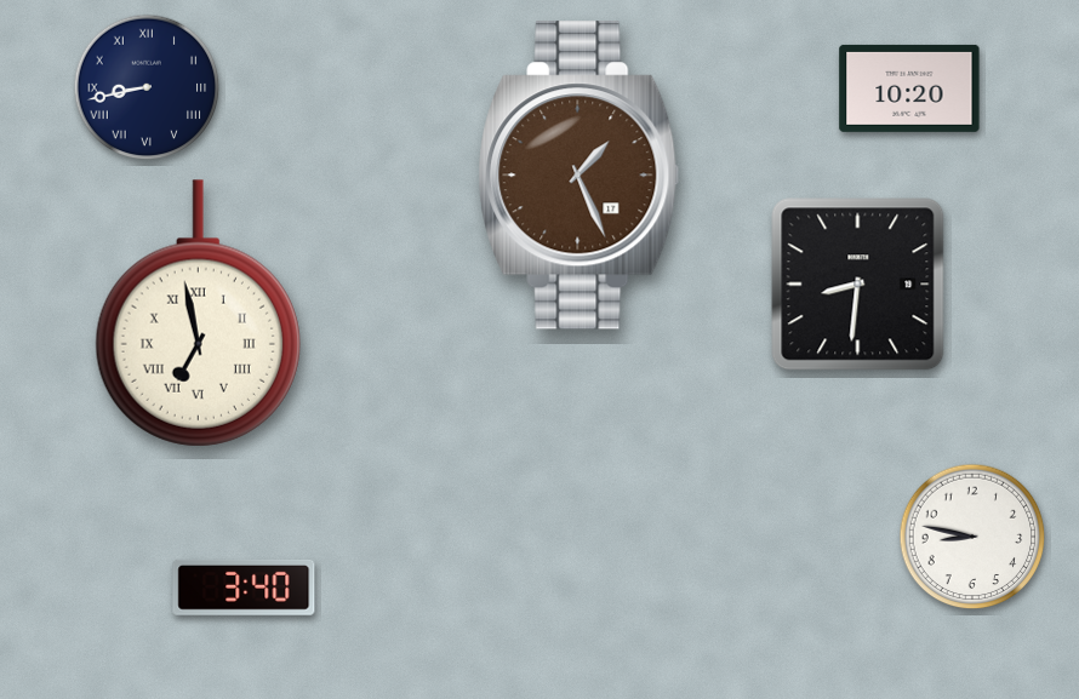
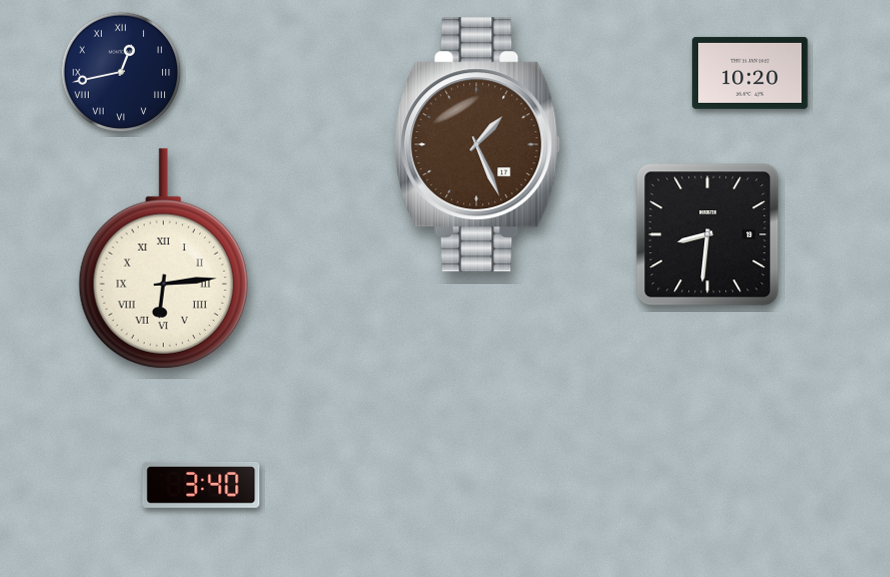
clock at (147, 87): 8:43 -> 12:43
clock at (198, 314): 6:58 -> 6:14
clock at (972, 537): 8:47 -> none
